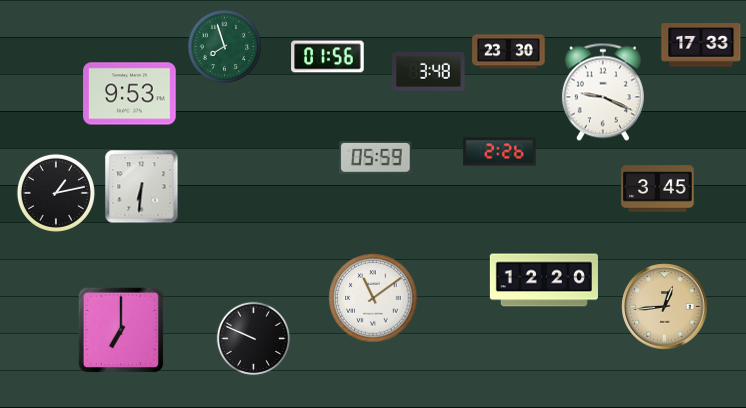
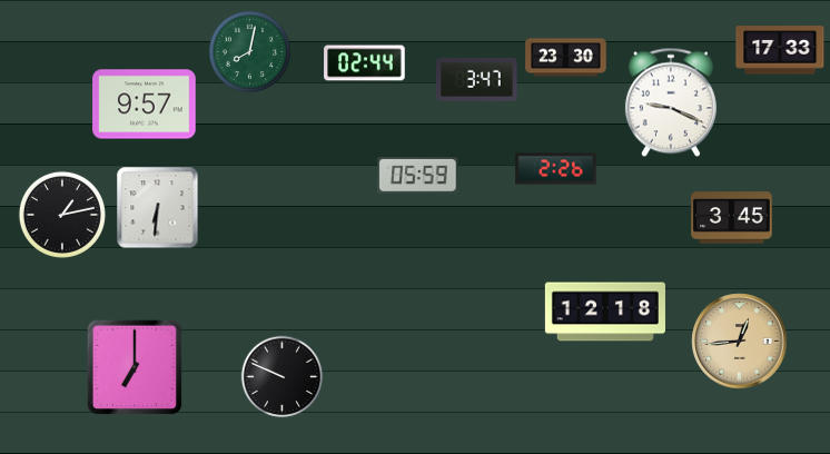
clock at (225, 47): 7:57 -> 8:02
clock at (328, 57): 01:56 -> 02:44
clock at (429, 71): 3:48 -> 3:47
clock at (130, 94): 9:53 -> 9:57
clock at (658, 189) position: (658, 189) -> (732, 218)
clock at (544, 280): 12:20 -> 12:18
clock at (373, 298): 11:09 -> none
